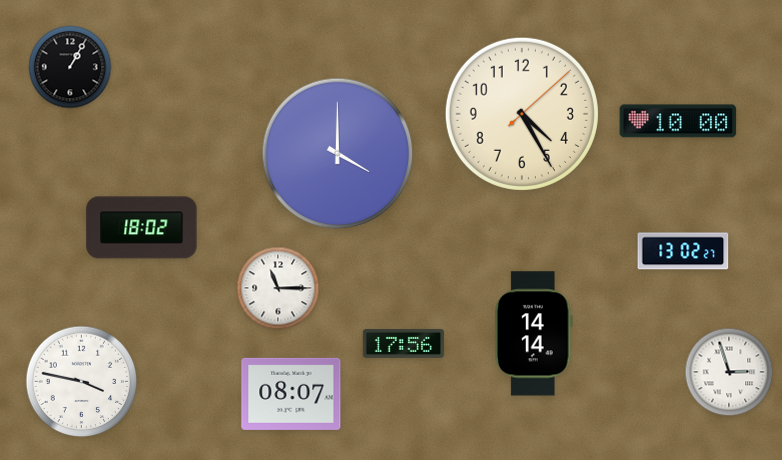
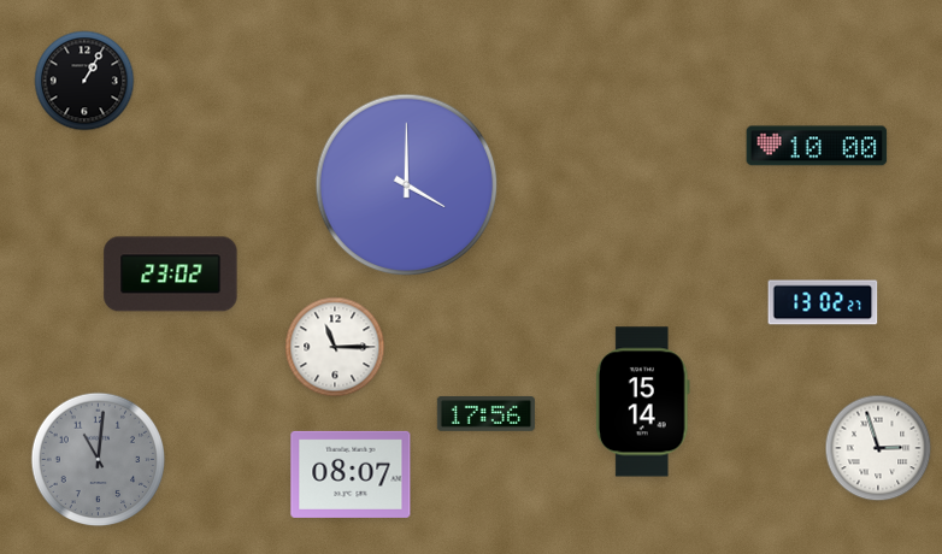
clock at (522, 114): 4:25 -> none
clock at (142, 228): 18:02 -> 23:02
clock at (533, 334): 14:14 -> 15:14
clock at (82, 382): 3:47 -> 11:01
clock at (82, 382) dial: white -> grey
